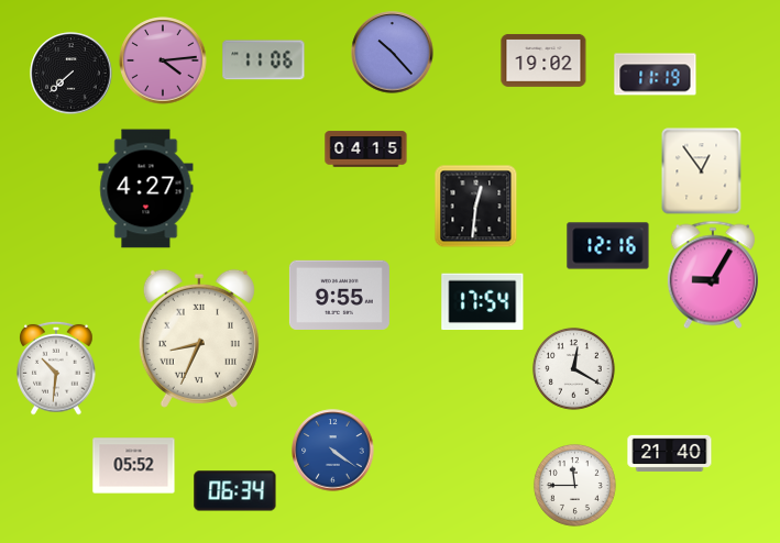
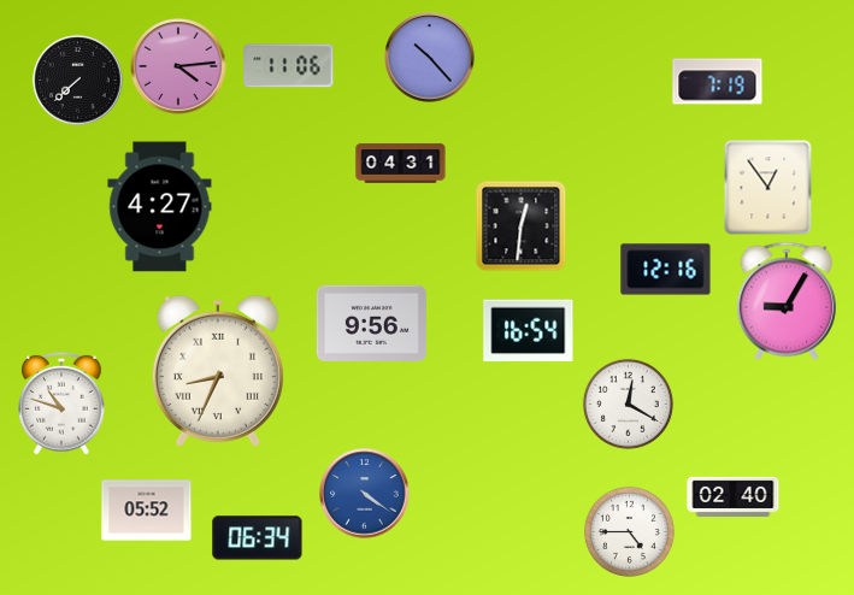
clock at (543, 60): 19:02 -> none
clock at (656, 75): 11:19 -> 7:19
clock at (366, 149): 04:15 -> 04:31
clock at (713, 275) position: (713, 275) -> (787, 301)
clock at (339, 295): 9:55 -> 9:56
clock at (483, 302): 17:54 -> 16:54
clock at (56, 368): 10:31 -> 10:48
clock at (670, 453): 21:40 -> 02:40
clock at (574, 485): 11:45 -> 4:45
